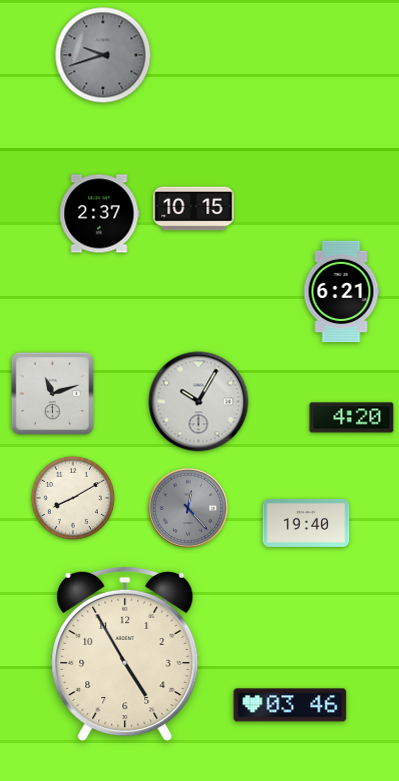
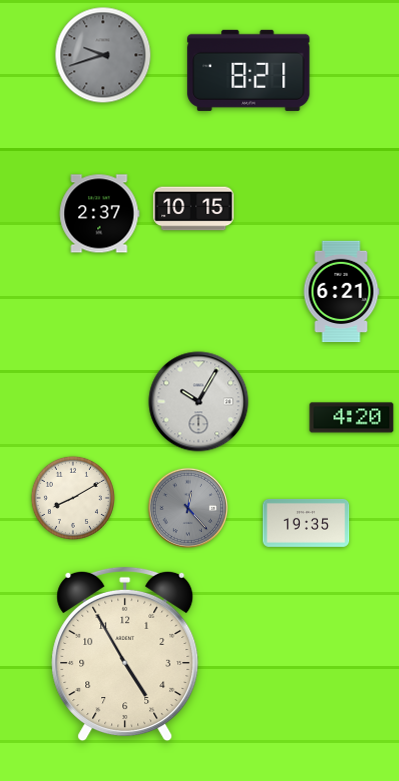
clock at (249, 70): none -> 8:21
clock at (52, 393): 11:12 -> none
clock at (306, 523): 19:40 -> 19:35
clock at (290, 705): 03:46 -> none
